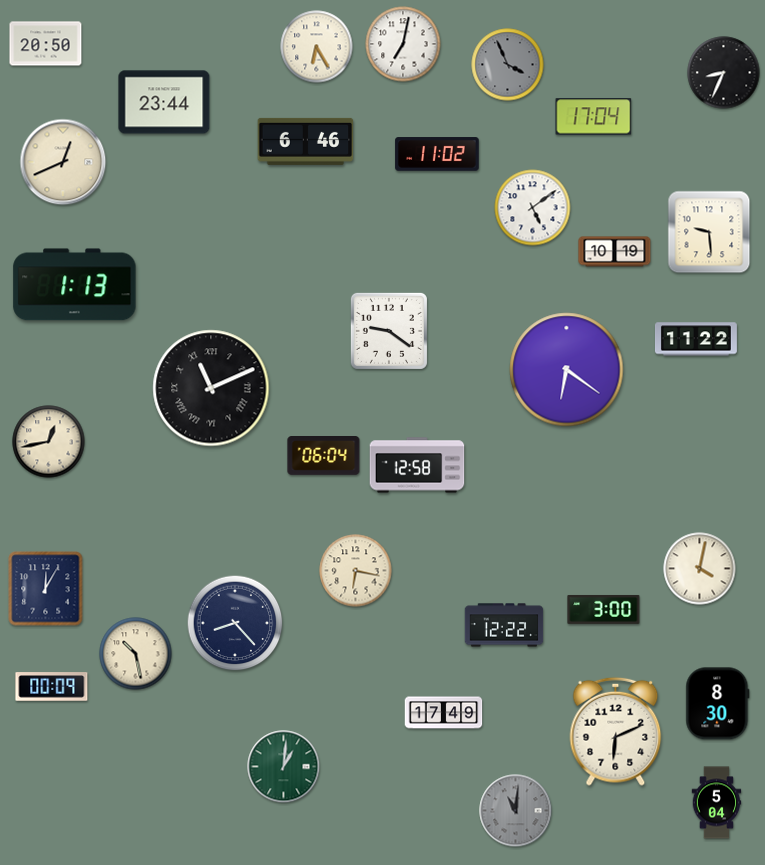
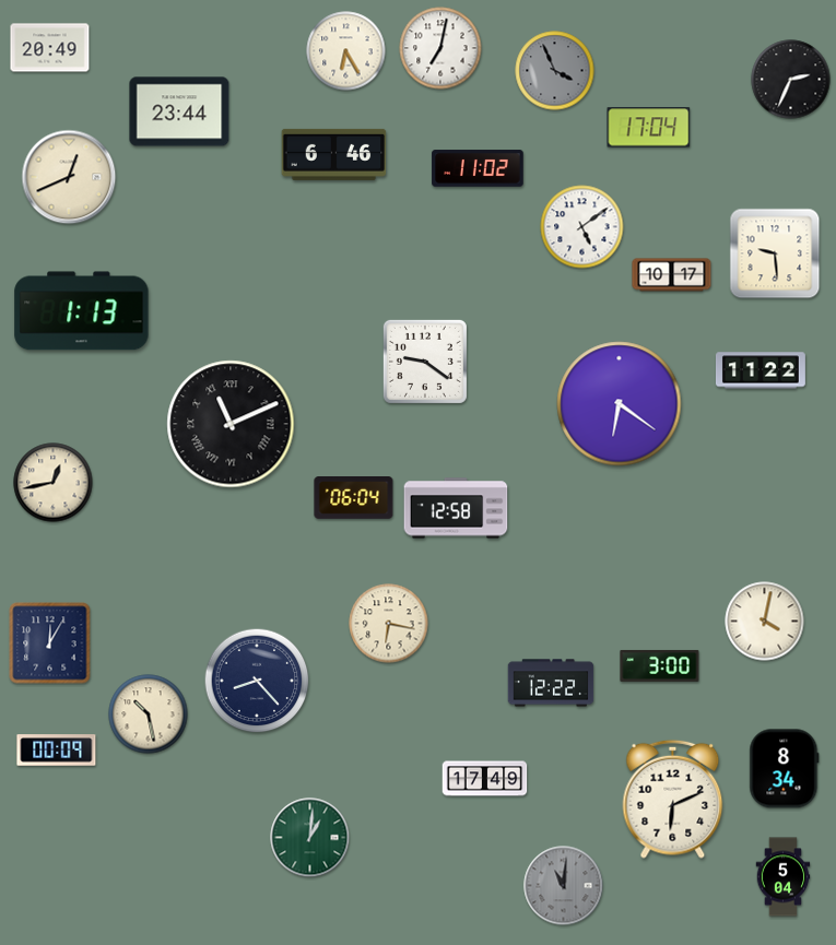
clock at (46, 44): 20:50 -> 20:49
clock at (724, 73): 8:34 -> 2:34
clock at (615, 252): 10:19 -> 10:17
clock at (718, 704): 8:30 -> 8:34
